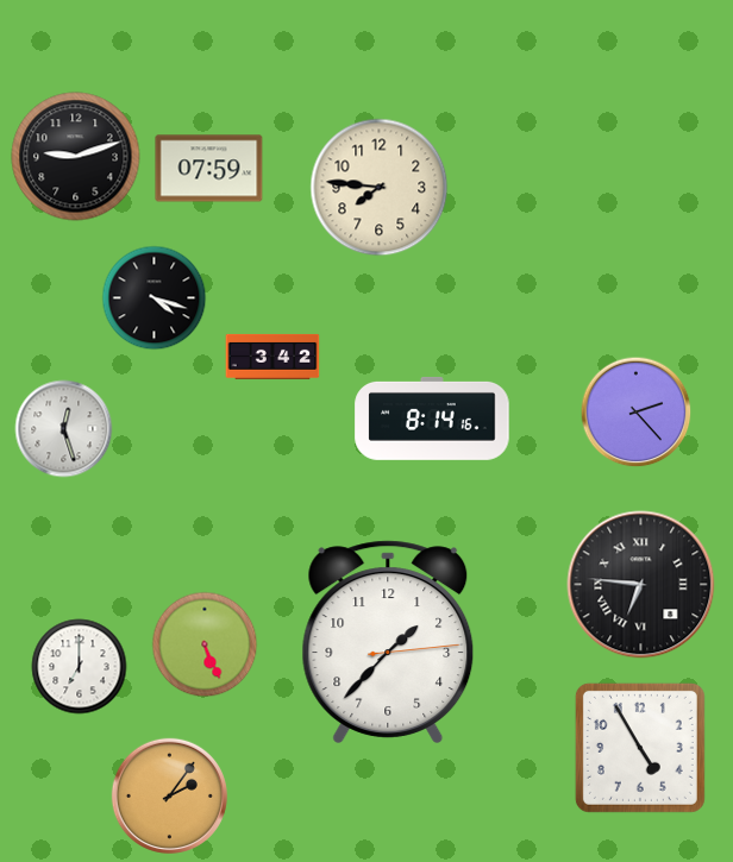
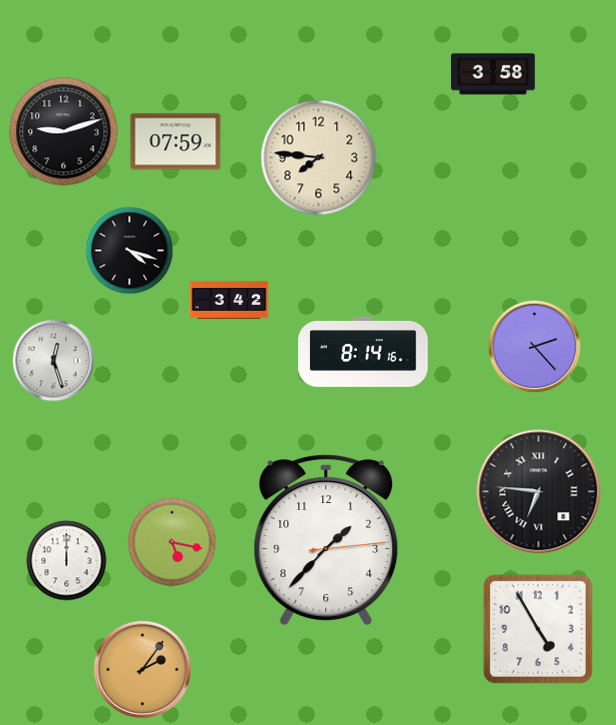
clock at (493, 74): none -> 3:58
clock at (205, 644): 5:26 -> 5:17
clock at (80, 667): 7:00 -> 12:00
